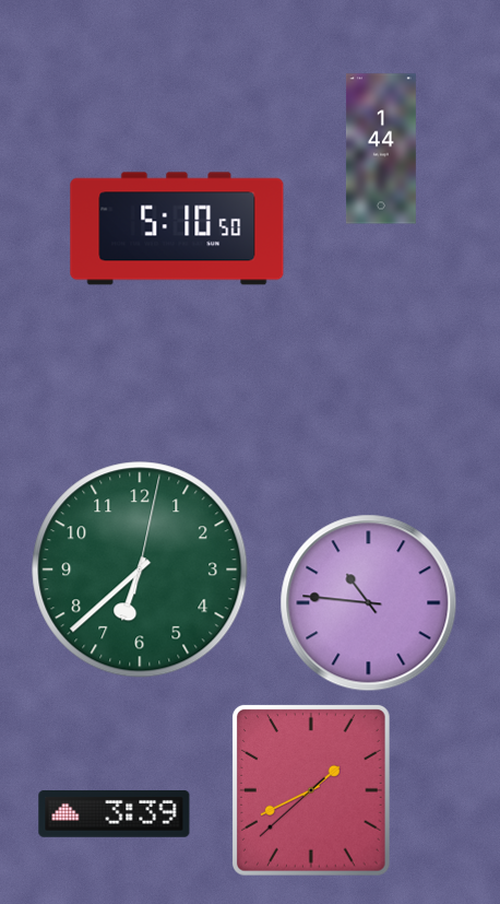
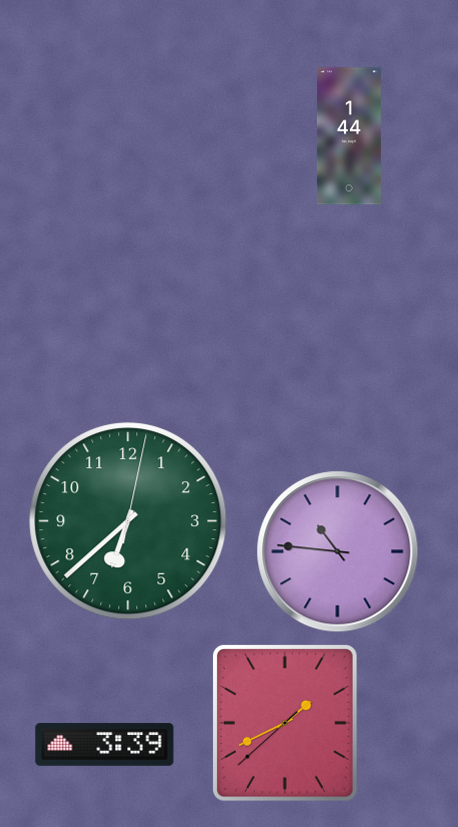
clock at (177, 228): 5:10 -> none
